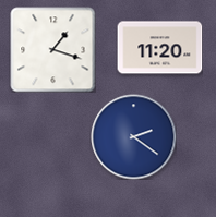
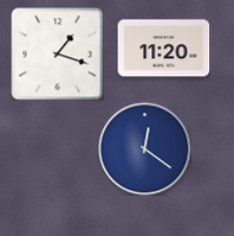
clock at (159, 48) position: (159, 48) -> (163, 49)
clock at (133, 136): 2:21 -> 12:21
